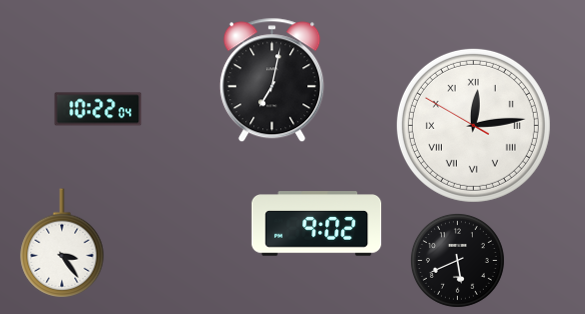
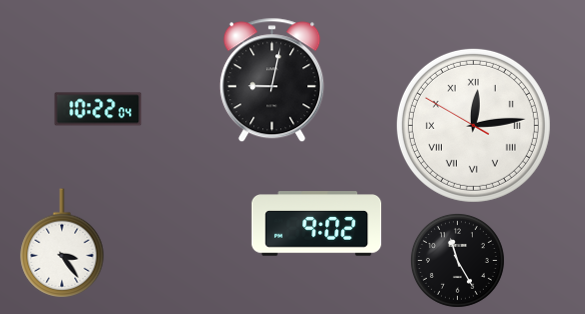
clock at (272, 80): 7:02 -> 9:02
clock at (457, 260): 5:41 -> 11:25
